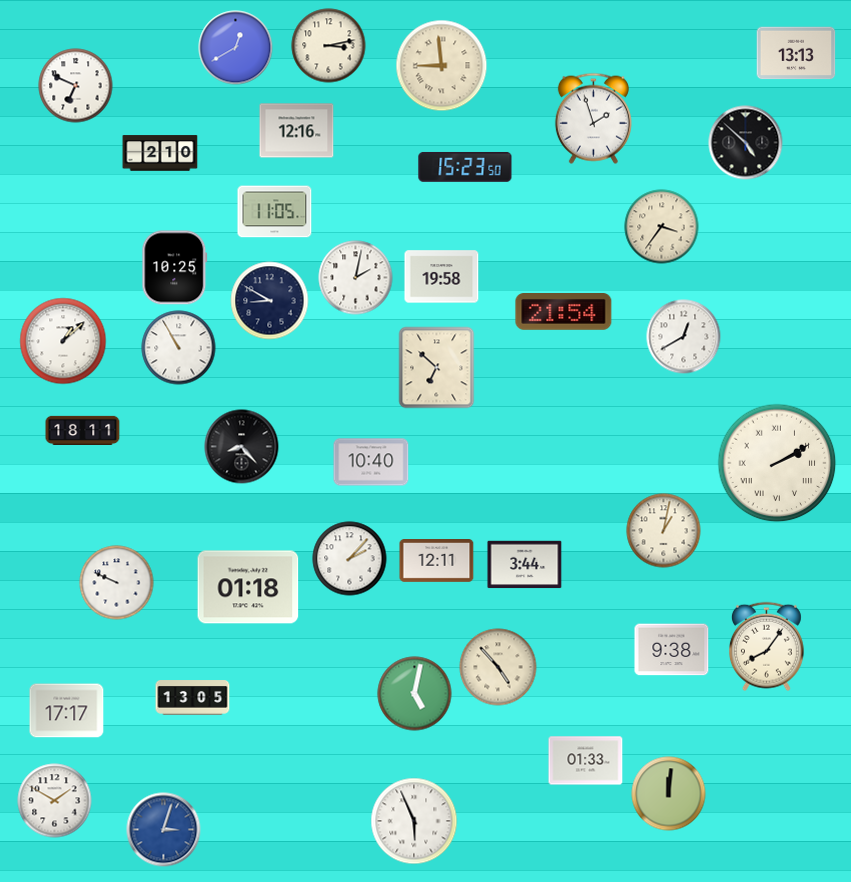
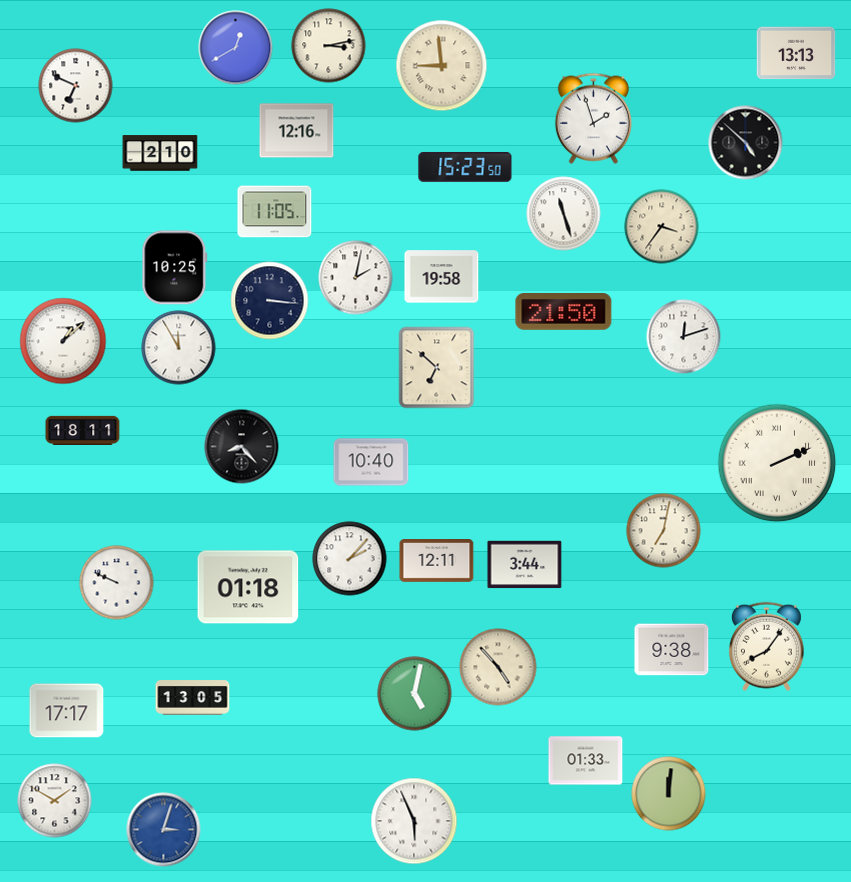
clock at (564, 214): none -> 11:27
clock at (270, 301): 8:50 -> 3:16
clock at (564, 312): 21:54 -> 21:50
clock at (684, 337): 12:40 -> 12:12
clock at (179, 348): 10:55 -> 11:55
clock at (777, 463): 2:10 -> 2:11
clock at (664, 531): 1:02 -> 7:02
